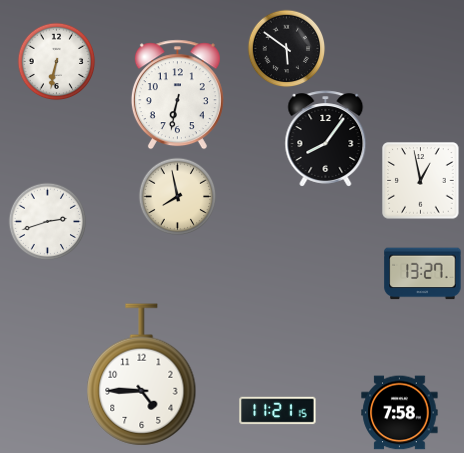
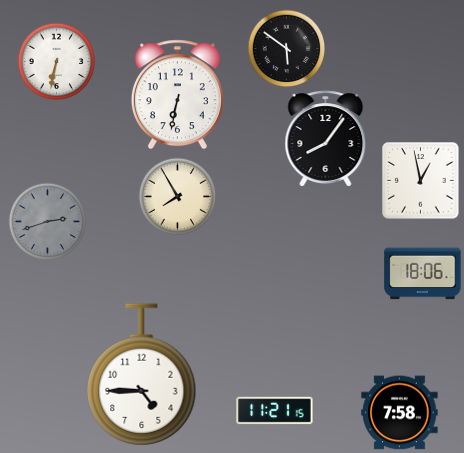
clock at (177, 196): 7:58 -> 7:55
clock at (47, 221) dial: white -> grey
clock at (423, 274): 13:27 -> 18:06
clock at (278, 411) position: (278, 411) -> (275, 411)
